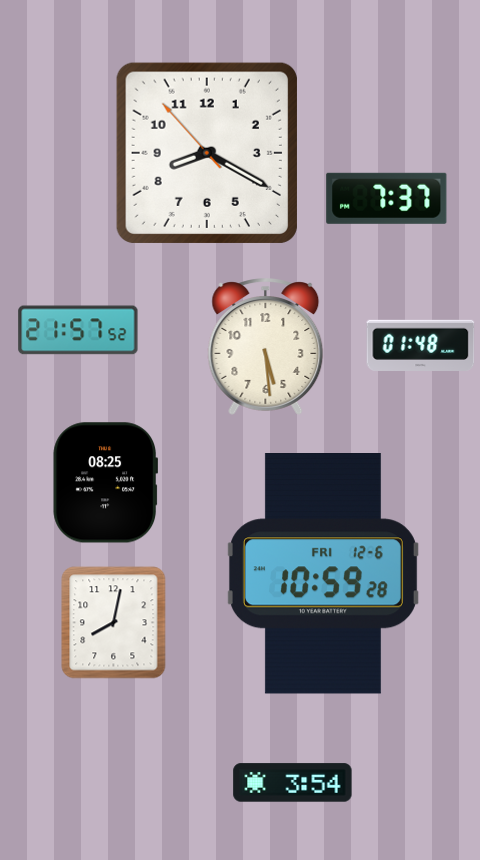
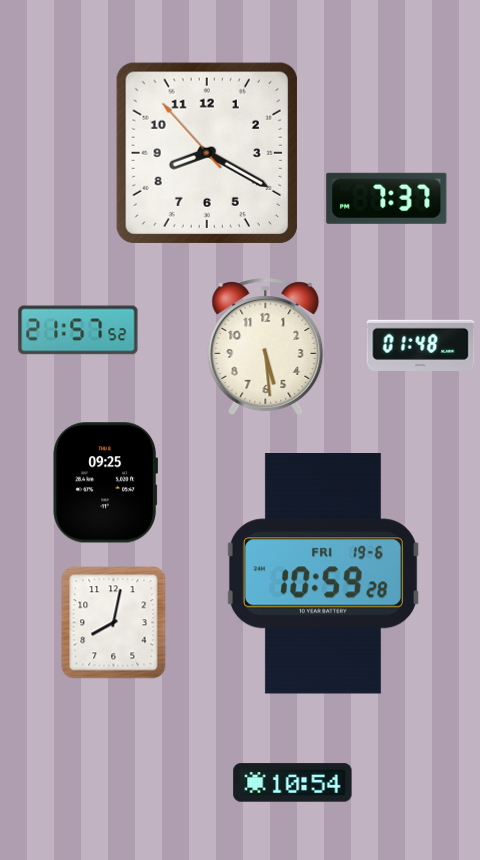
clock at (105, 483): 08:25 -> 09:25
clock at (323, 574) date: FRI 12-6 -> FRI 19-6
clock at (293, 783): 3:54 -> 10:54
